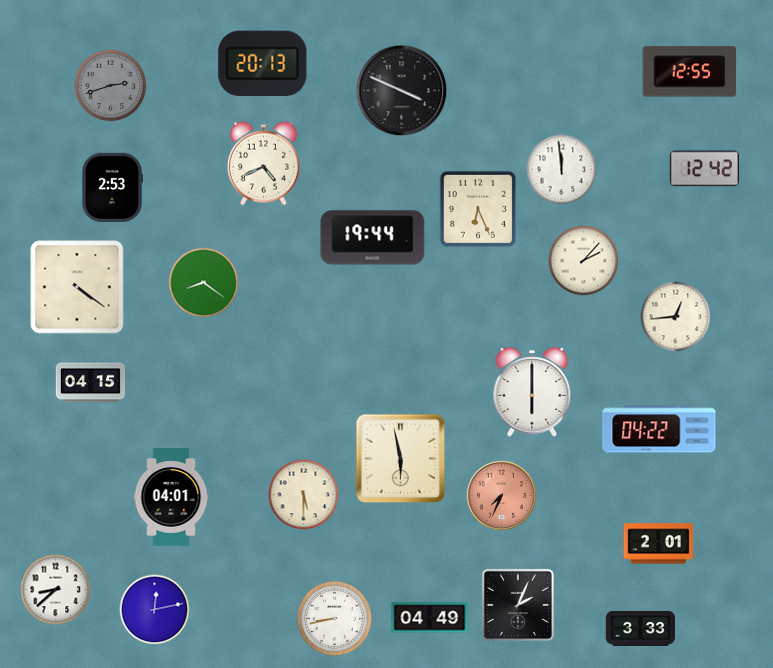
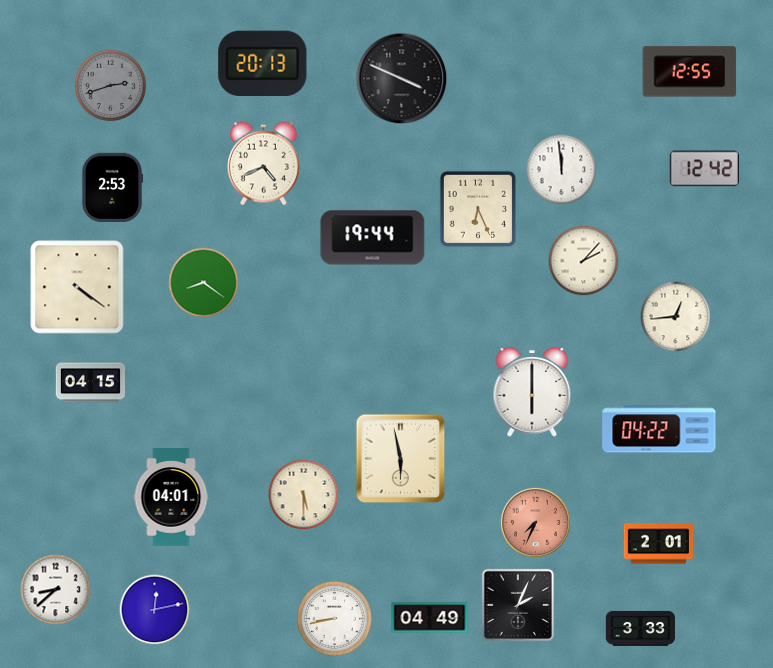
clock at (402, 91) position: (402, 91) -> (402, 79)
clock at (501, 495) position: (501, 495) -> (535, 522)
